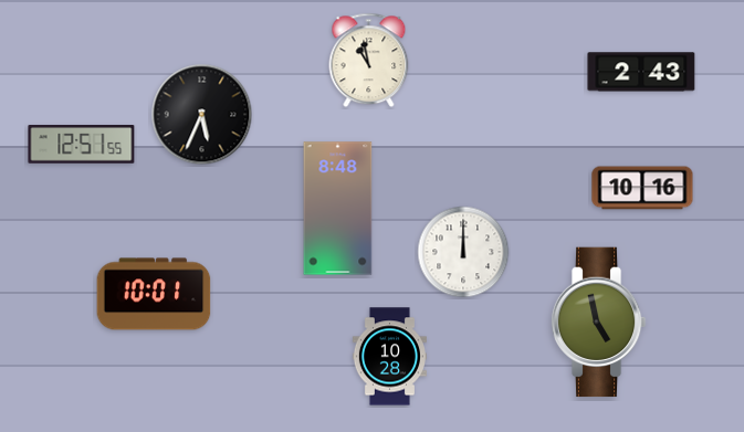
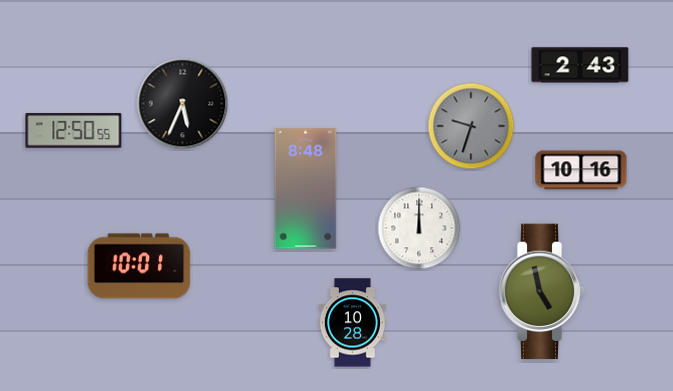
clock at (369, 61): 10:58 -> none
clock at (471, 126): none -> 9:33
clock at (82, 145): 12:51 -> 12:50
